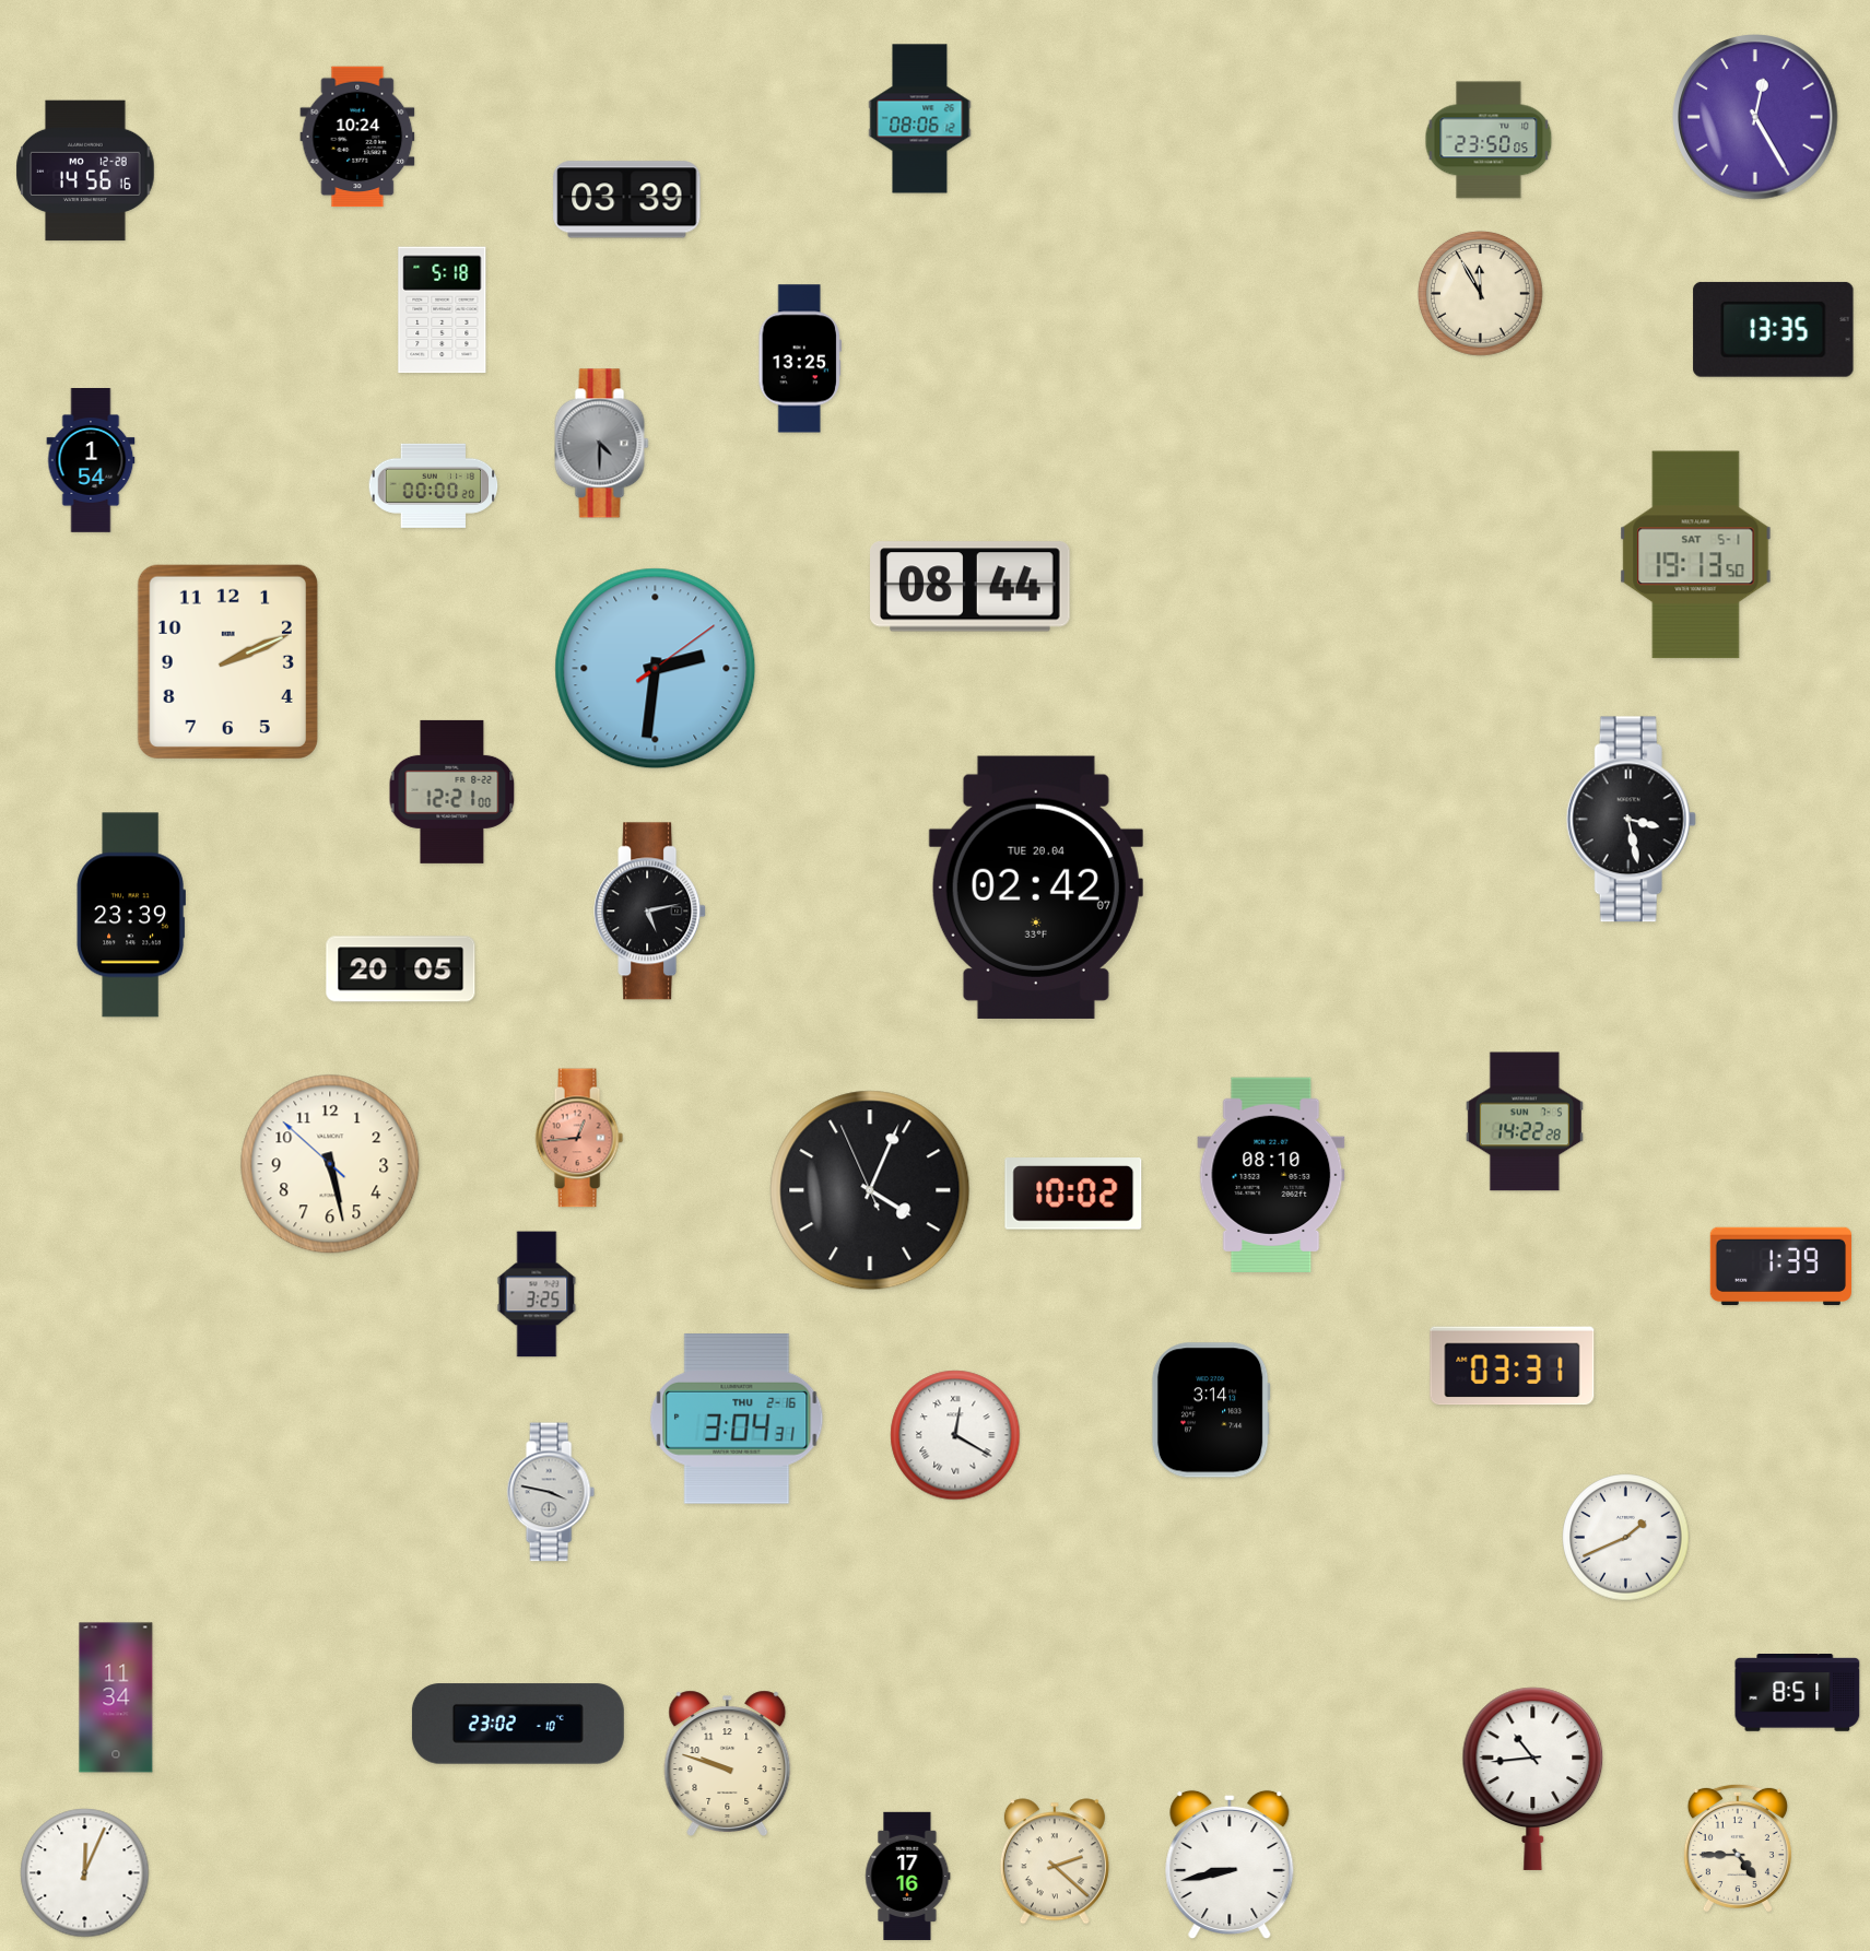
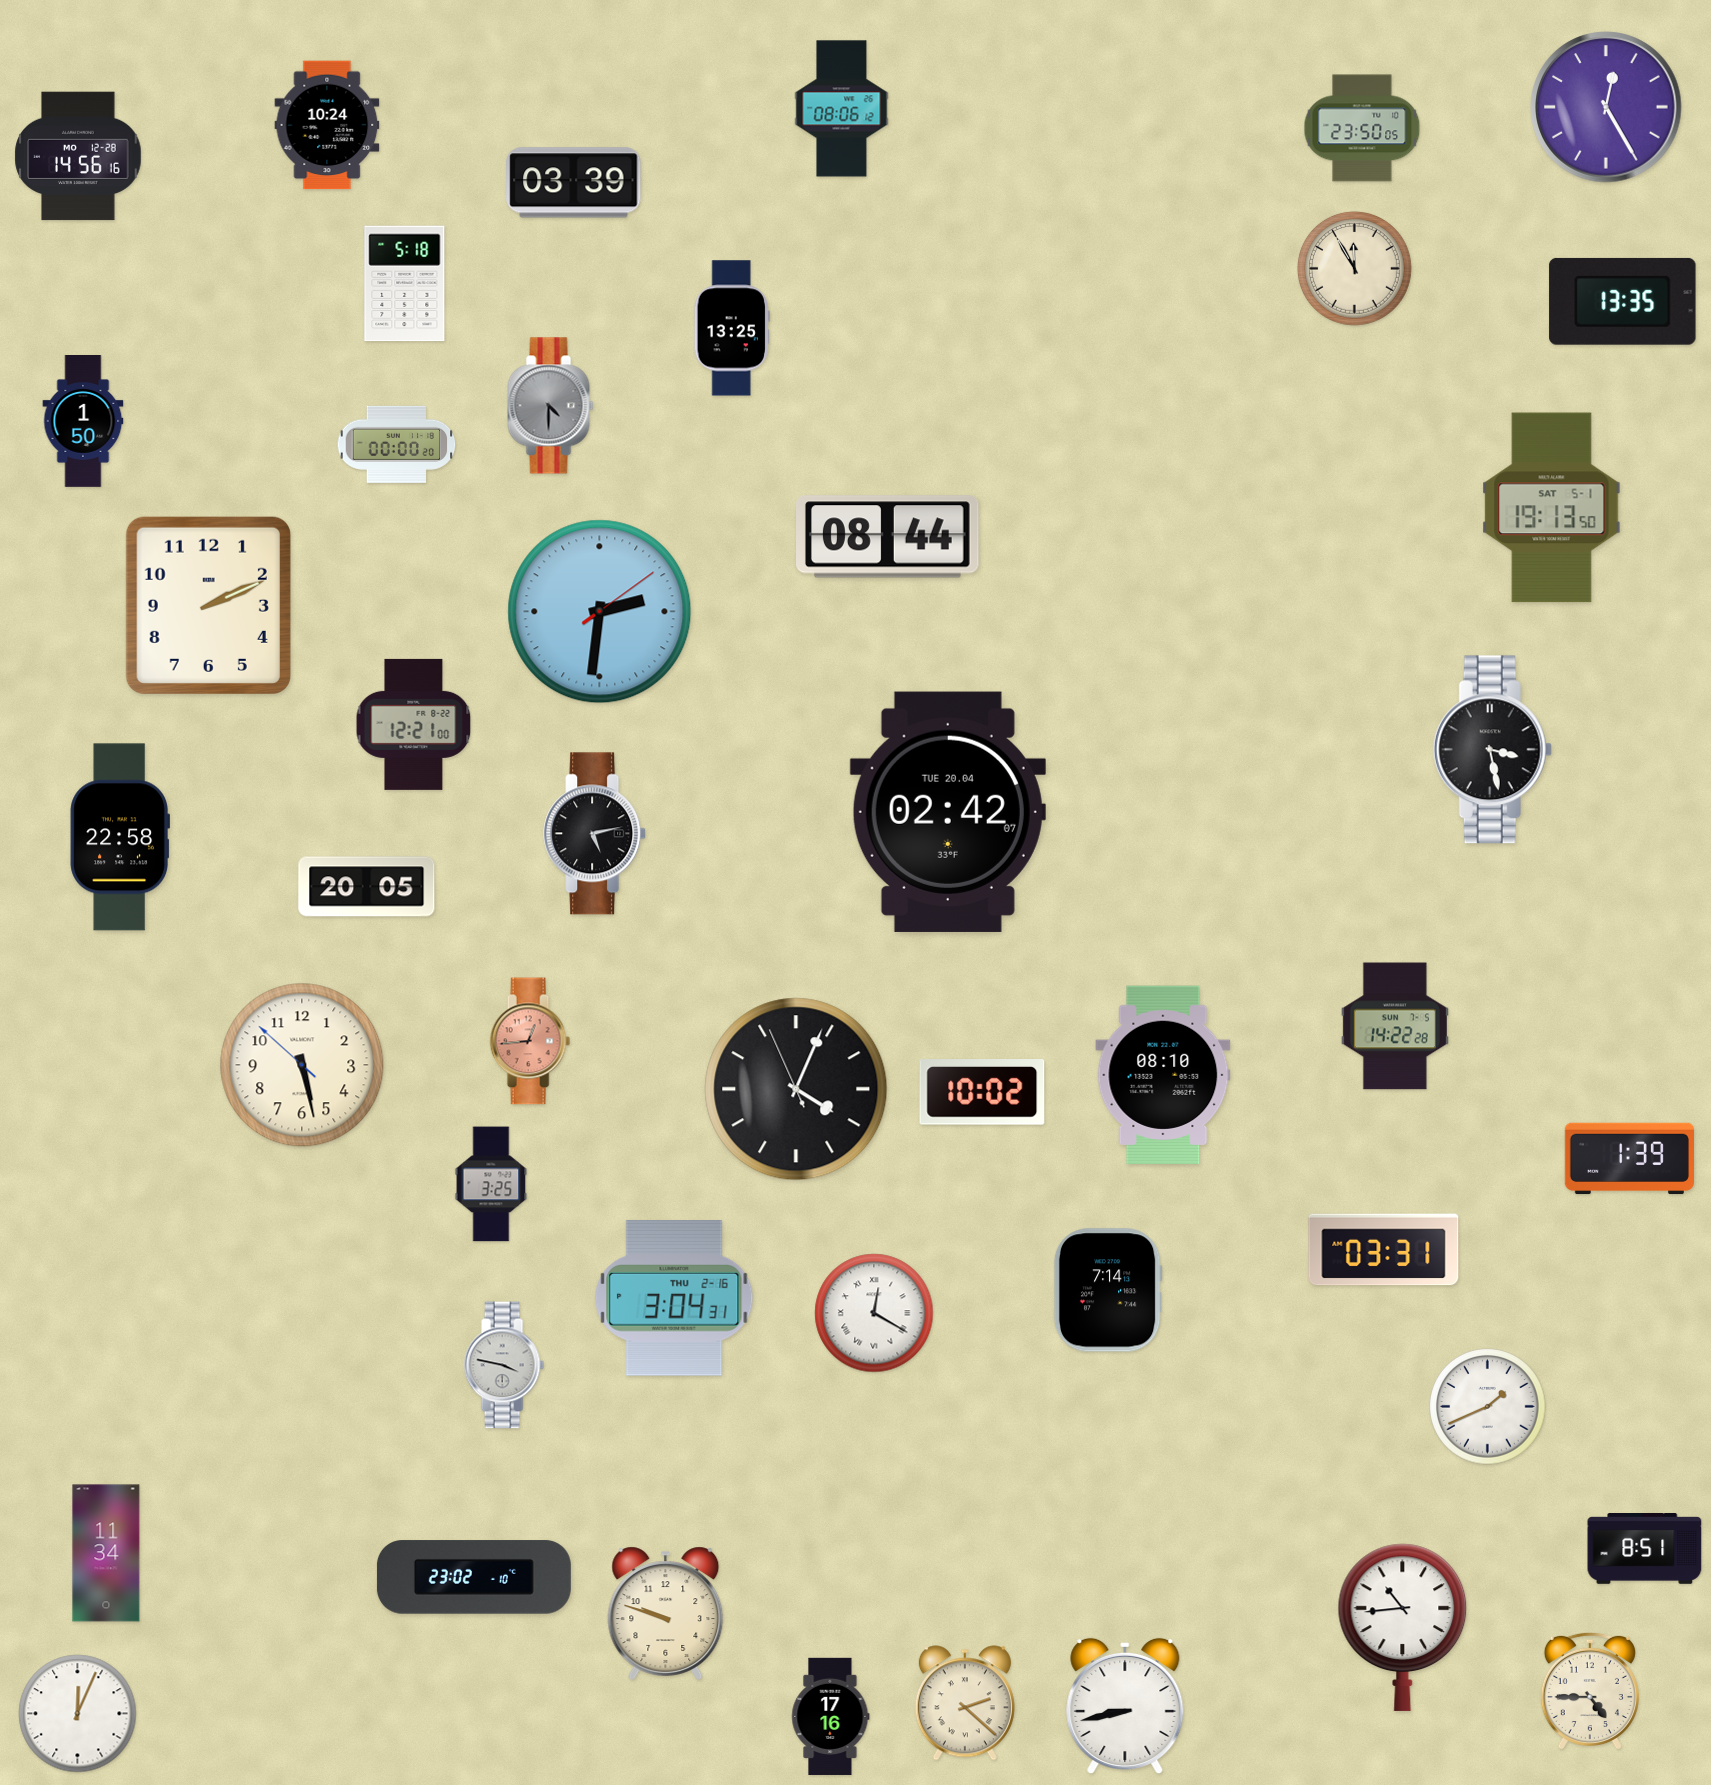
clock at (91, 461): 1:54 -> 1:50
clock at (130, 915): 23:39 -> 22:58
clock at (1211, 1410): 3:14 -> 7:14
